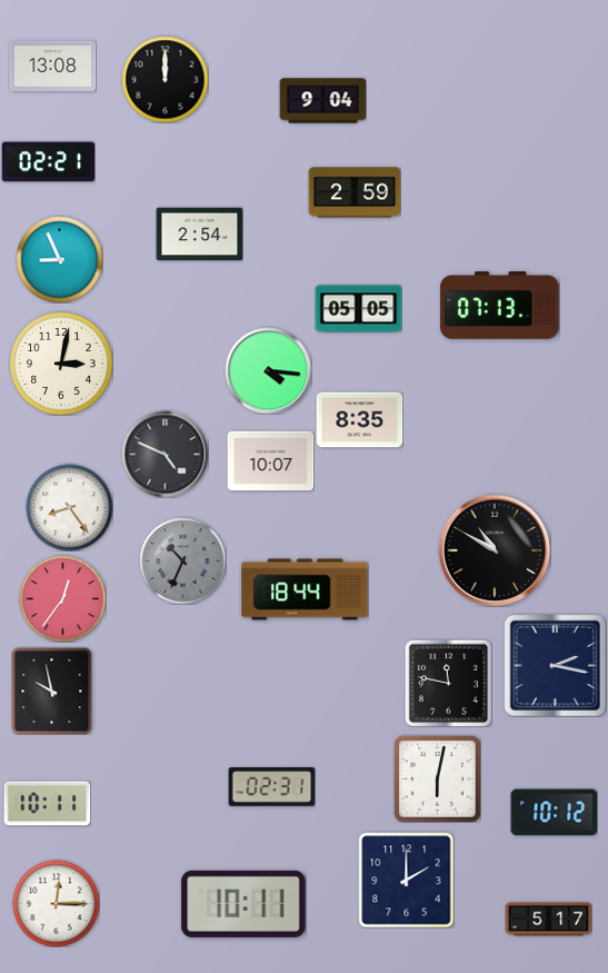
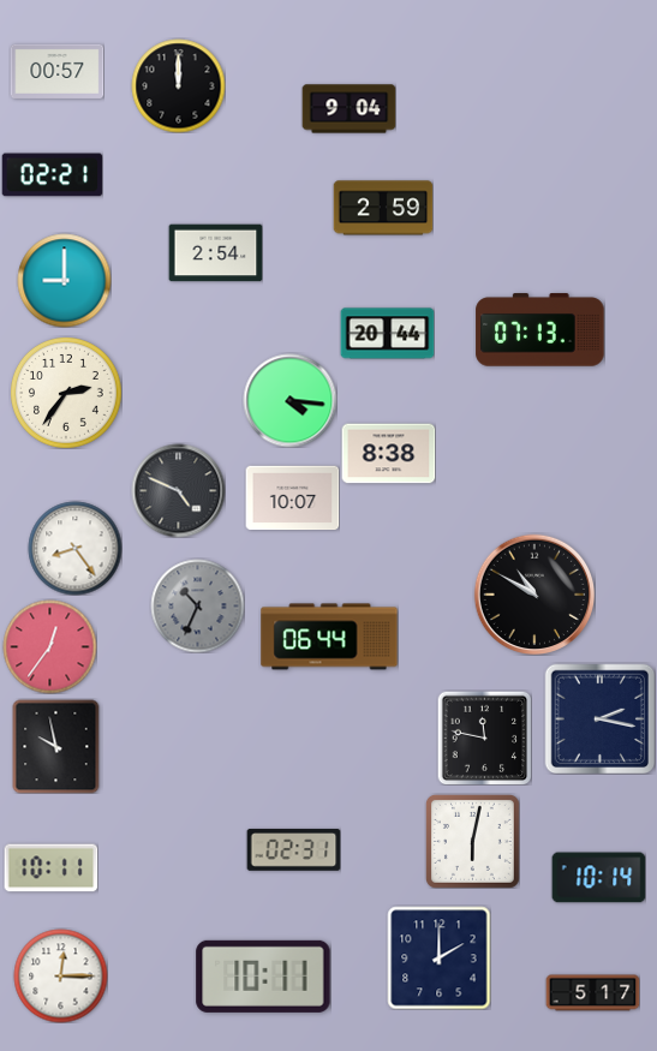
clock at (52, 66): 13:08 -> 00:57
clock at (59, 259): 8:56 -> 9:00
clock at (358, 309): 05:05 -> 20:44
clock at (61, 364): 3:02 -> 2:36
clock at (359, 420): 8:35 -> 8:38
clock at (305, 589): 18:44 -> 06:44
clock at (62, 598) position: (62, 598) -> (49, 646)
clock at (554, 813): 10:12 -> 10:14
clock at (406, 880) position: (406, 880) -> (438, 957)
